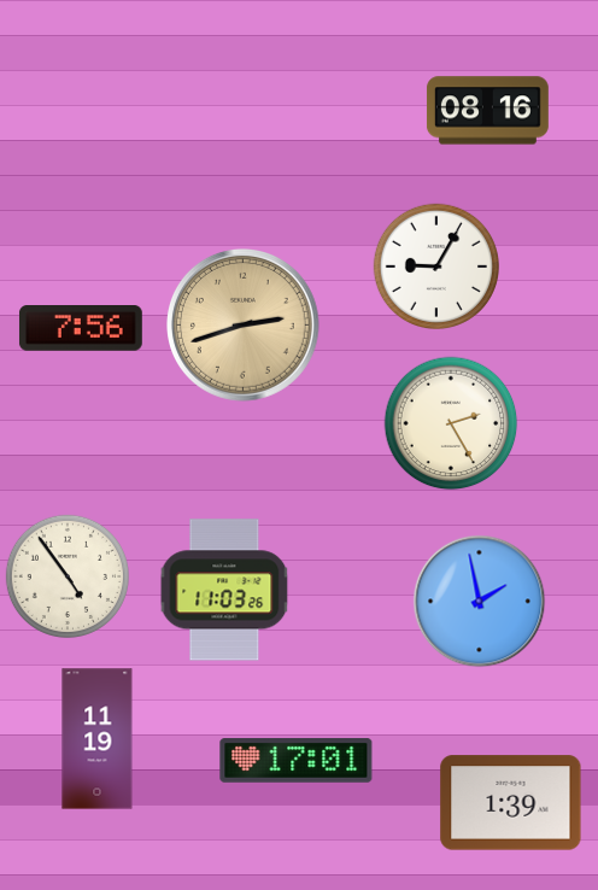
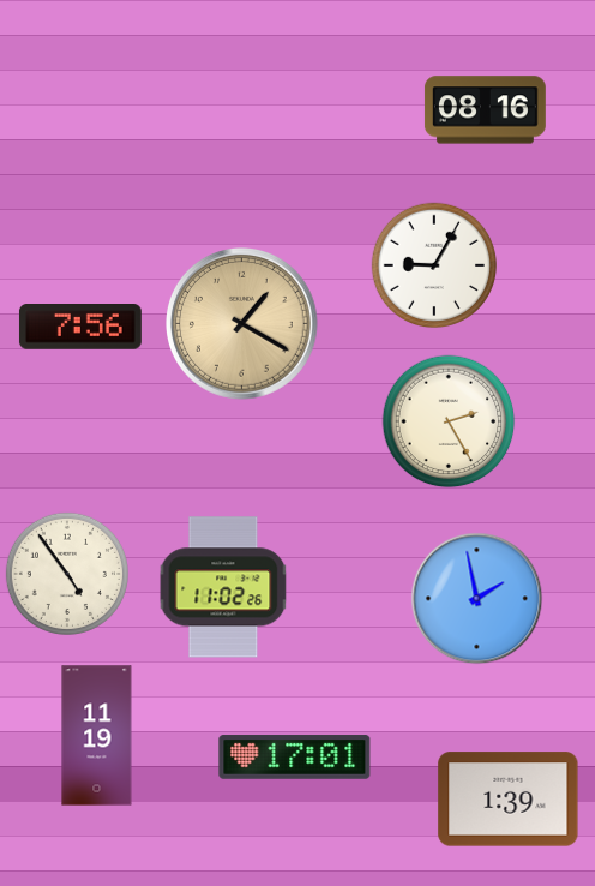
clock at (244, 326): 2:42 -> 1:20
clock at (224, 590): 11:03 -> 11:02
